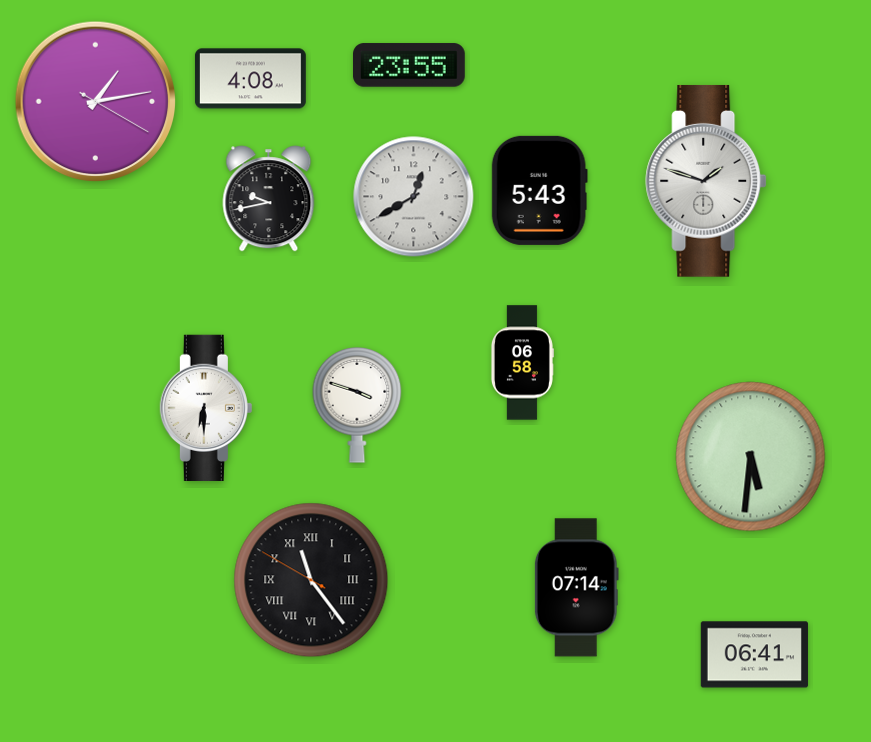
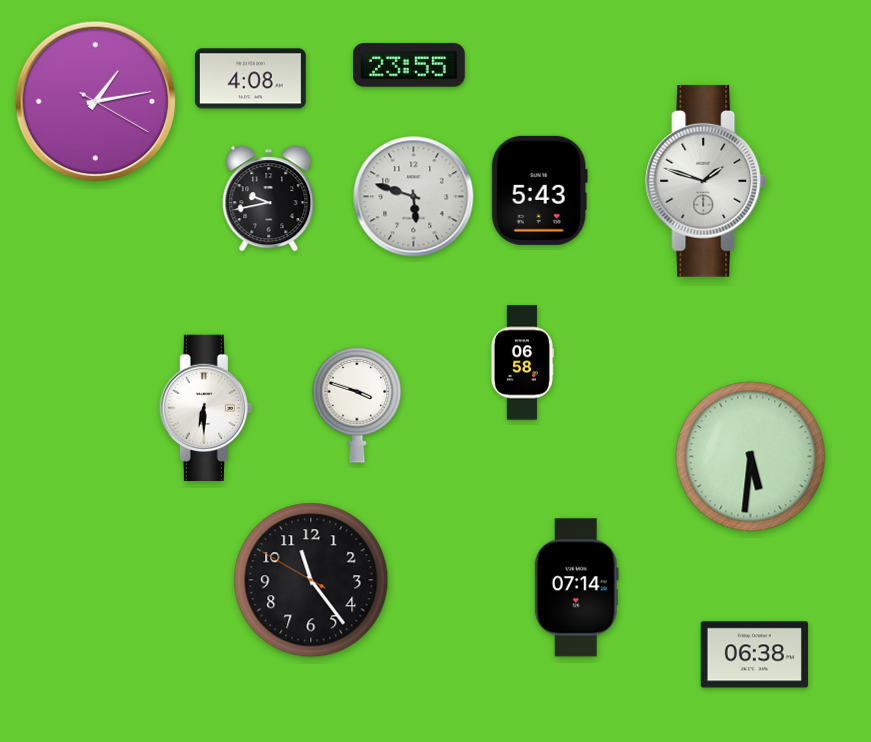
clock at (414, 197): 12:40 -> 5:48
clock at (311, 580) numerals: Roman -> Arabic
clock at (754, 655): 06:41 -> 06:38
